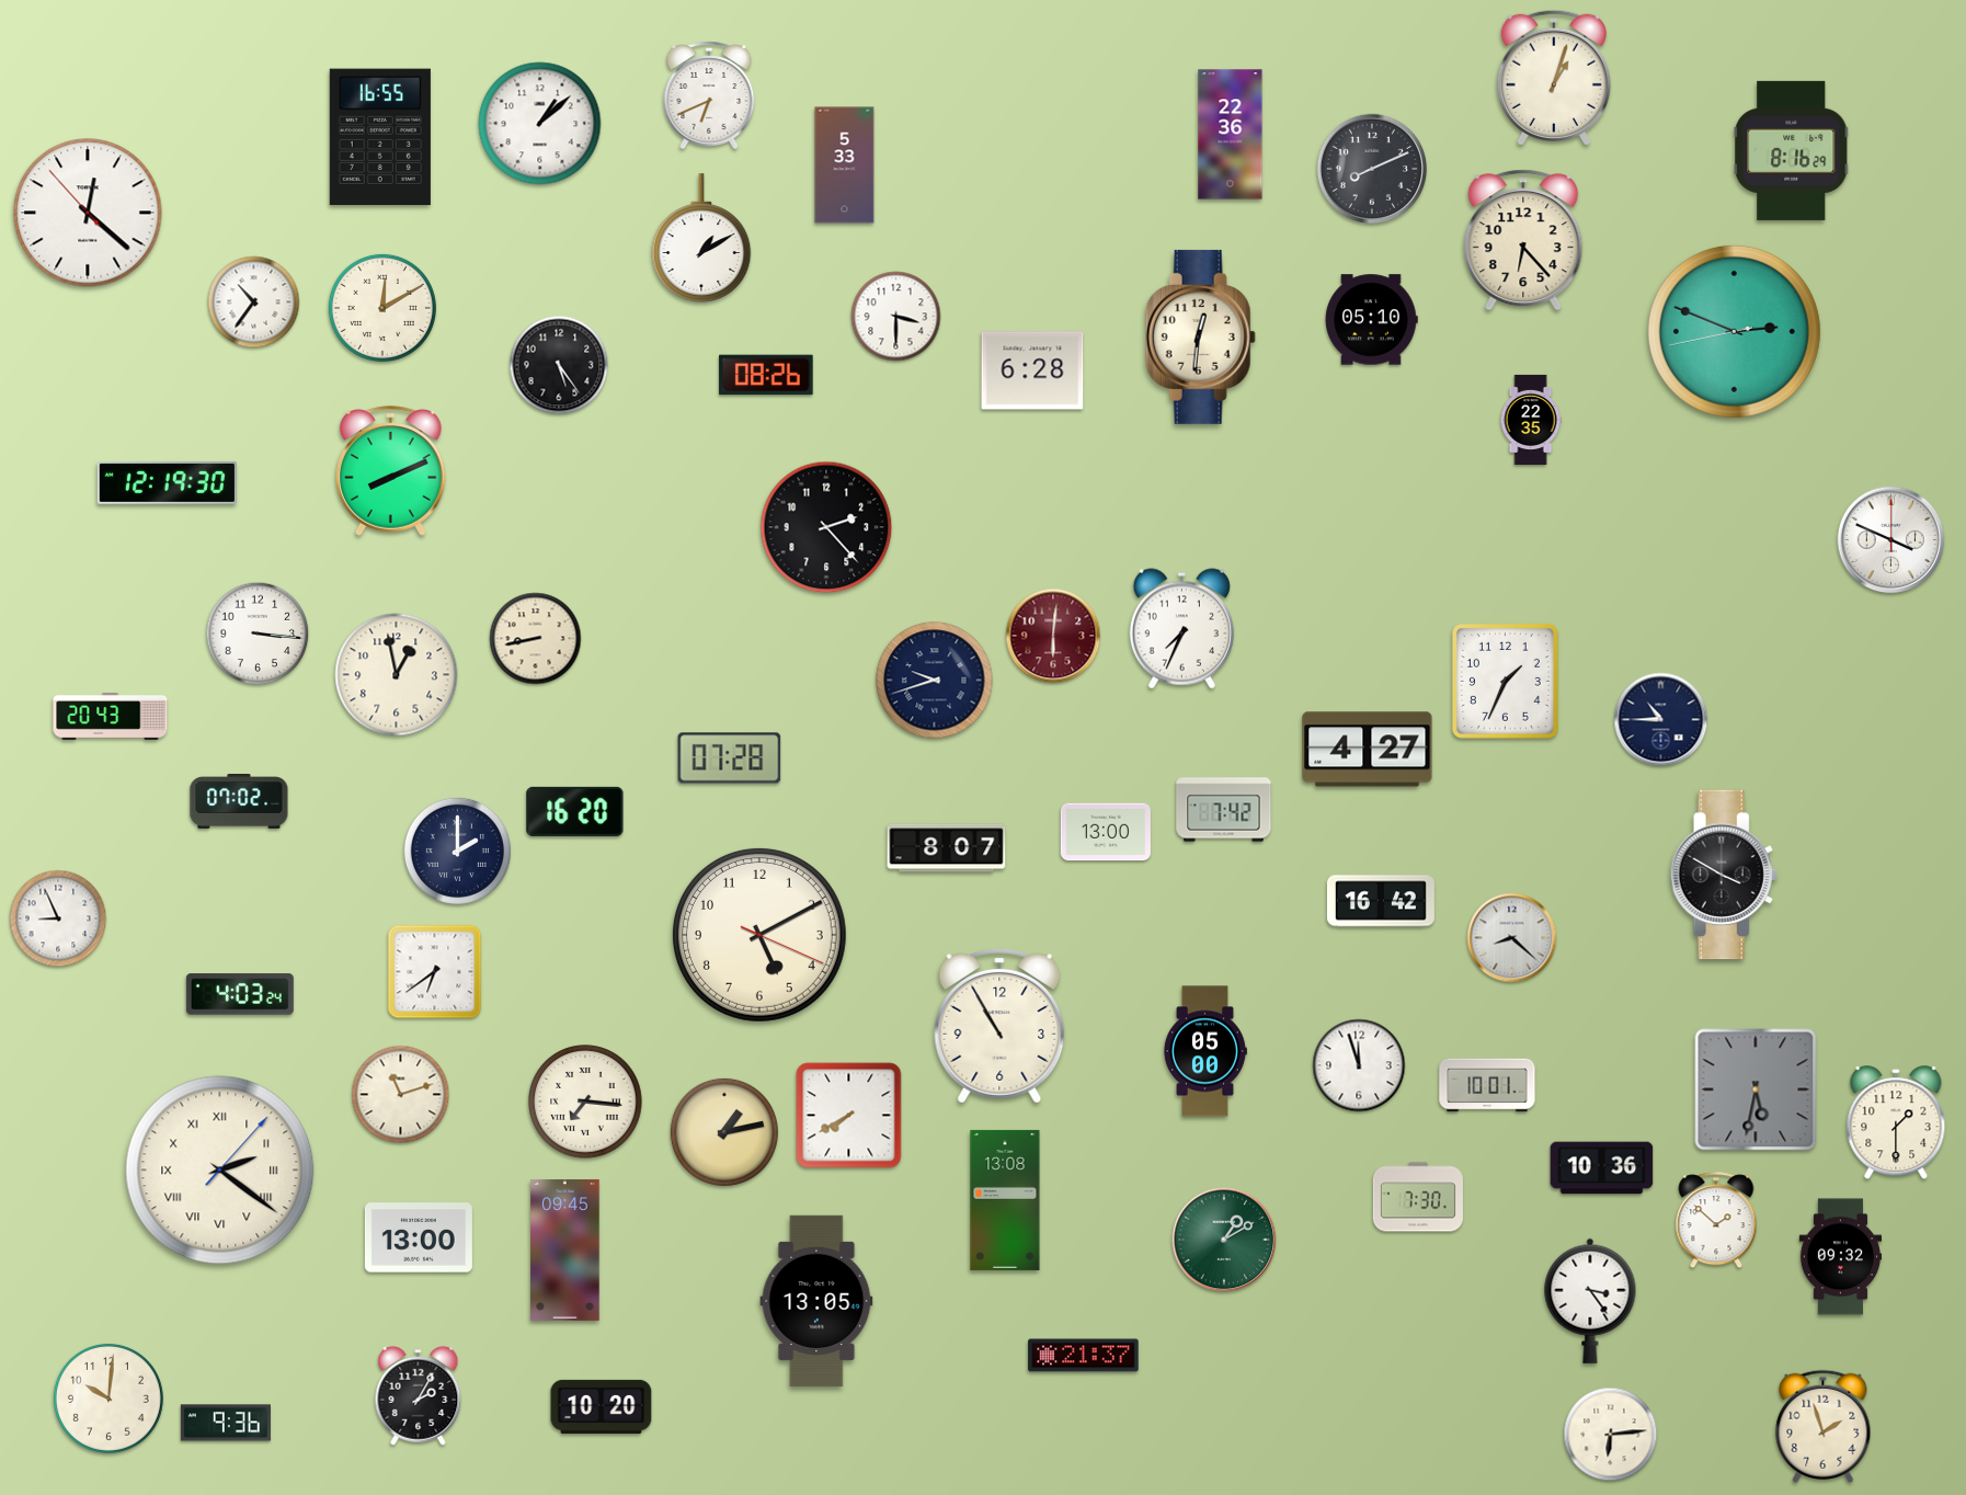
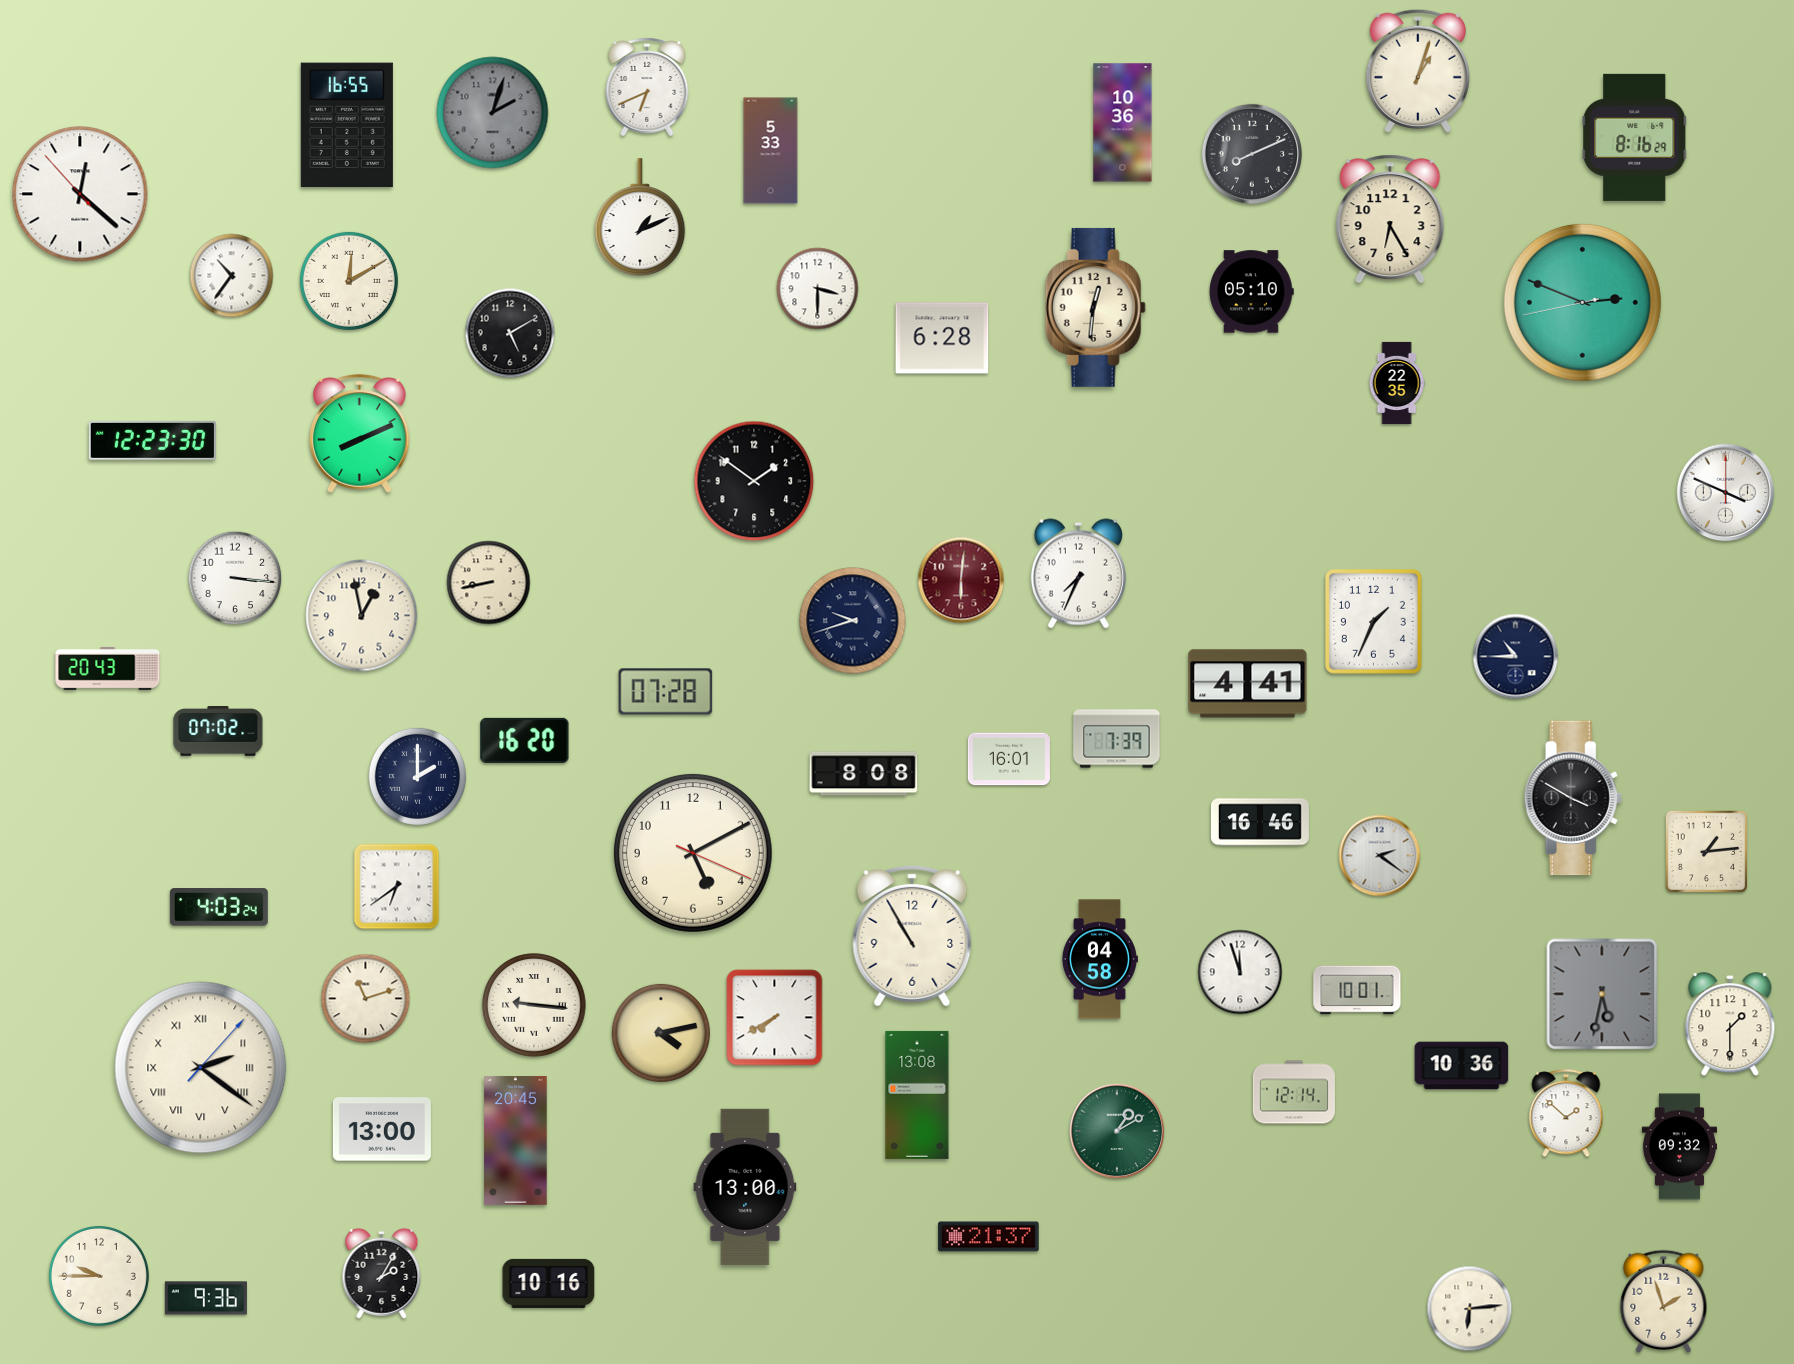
clock at (540, 124): 1:08 -> 2:03
clock at (540, 124) dial: white -> grey
clock at (1231, 135): 22:36 -> 10:36
clock at (701, 238): 1:10 -> 1:11
clock at (1523, 240): 6:23 -> 6:25
clock at (559, 365): 5:24 -> 5:10
clock at (766, 375): 08:26 -> none
clock at (391, 471) position: (391, 471) -> (360, 434)
clock at (167, 482): 12:19 -> 12:23
clock at (826, 527): 2:23 -> 1:51
clock at (111, 716) position: (111, 716) -> (108, 668)
clock at (1368, 750): 4:27 -> 4:41
clock at (1224, 810): 7:42 -> 7:39
clock at (1106, 832): 13:00 -> 16:01
clock at (947, 848): 8:07 -> 8:08
clock at (1381, 901): 16:42 -> 16:46
clock at (58, 918): 8:56 -> none
clock at (1707, 852): none -> 1:14
clock at (1512, 938): 8:22 -> 2:21
clock at (1204, 1051): 05:00 -> 04:58
clock at (585, 1102): 7:16 -> 9:16
clock at (724, 1132): 1:13 -> 4:13
clock at (1418, 1197): 7:30 -> 12:14
clock at (565, 1251): 09:45 -> 20:45
clock at (816, 1301): 13:05 -> 13:00
clock at (1590, 1301): 3:24 -> none
clock at (108, 1399): 10:01 -> 9:45
clock at (602, 1406): 10:20 -> 10:16
